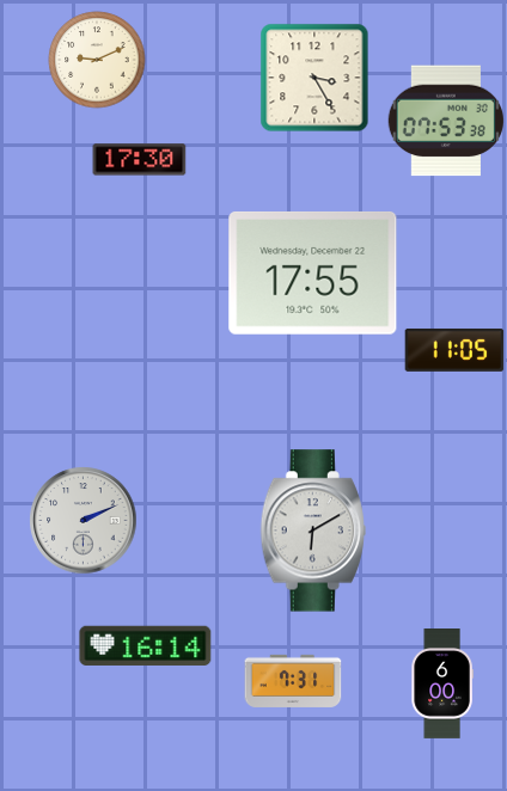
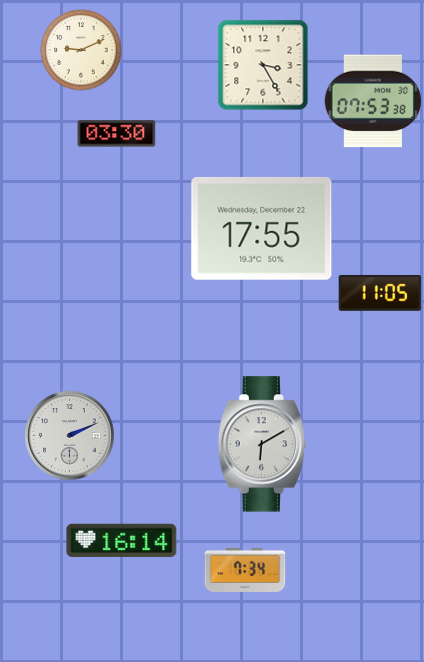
clock at (140, 160): 17:30 -> 03:30
clock at (293, 681): 7:31 -> 7:34
clock at (442, 685): 6:00 -> none
